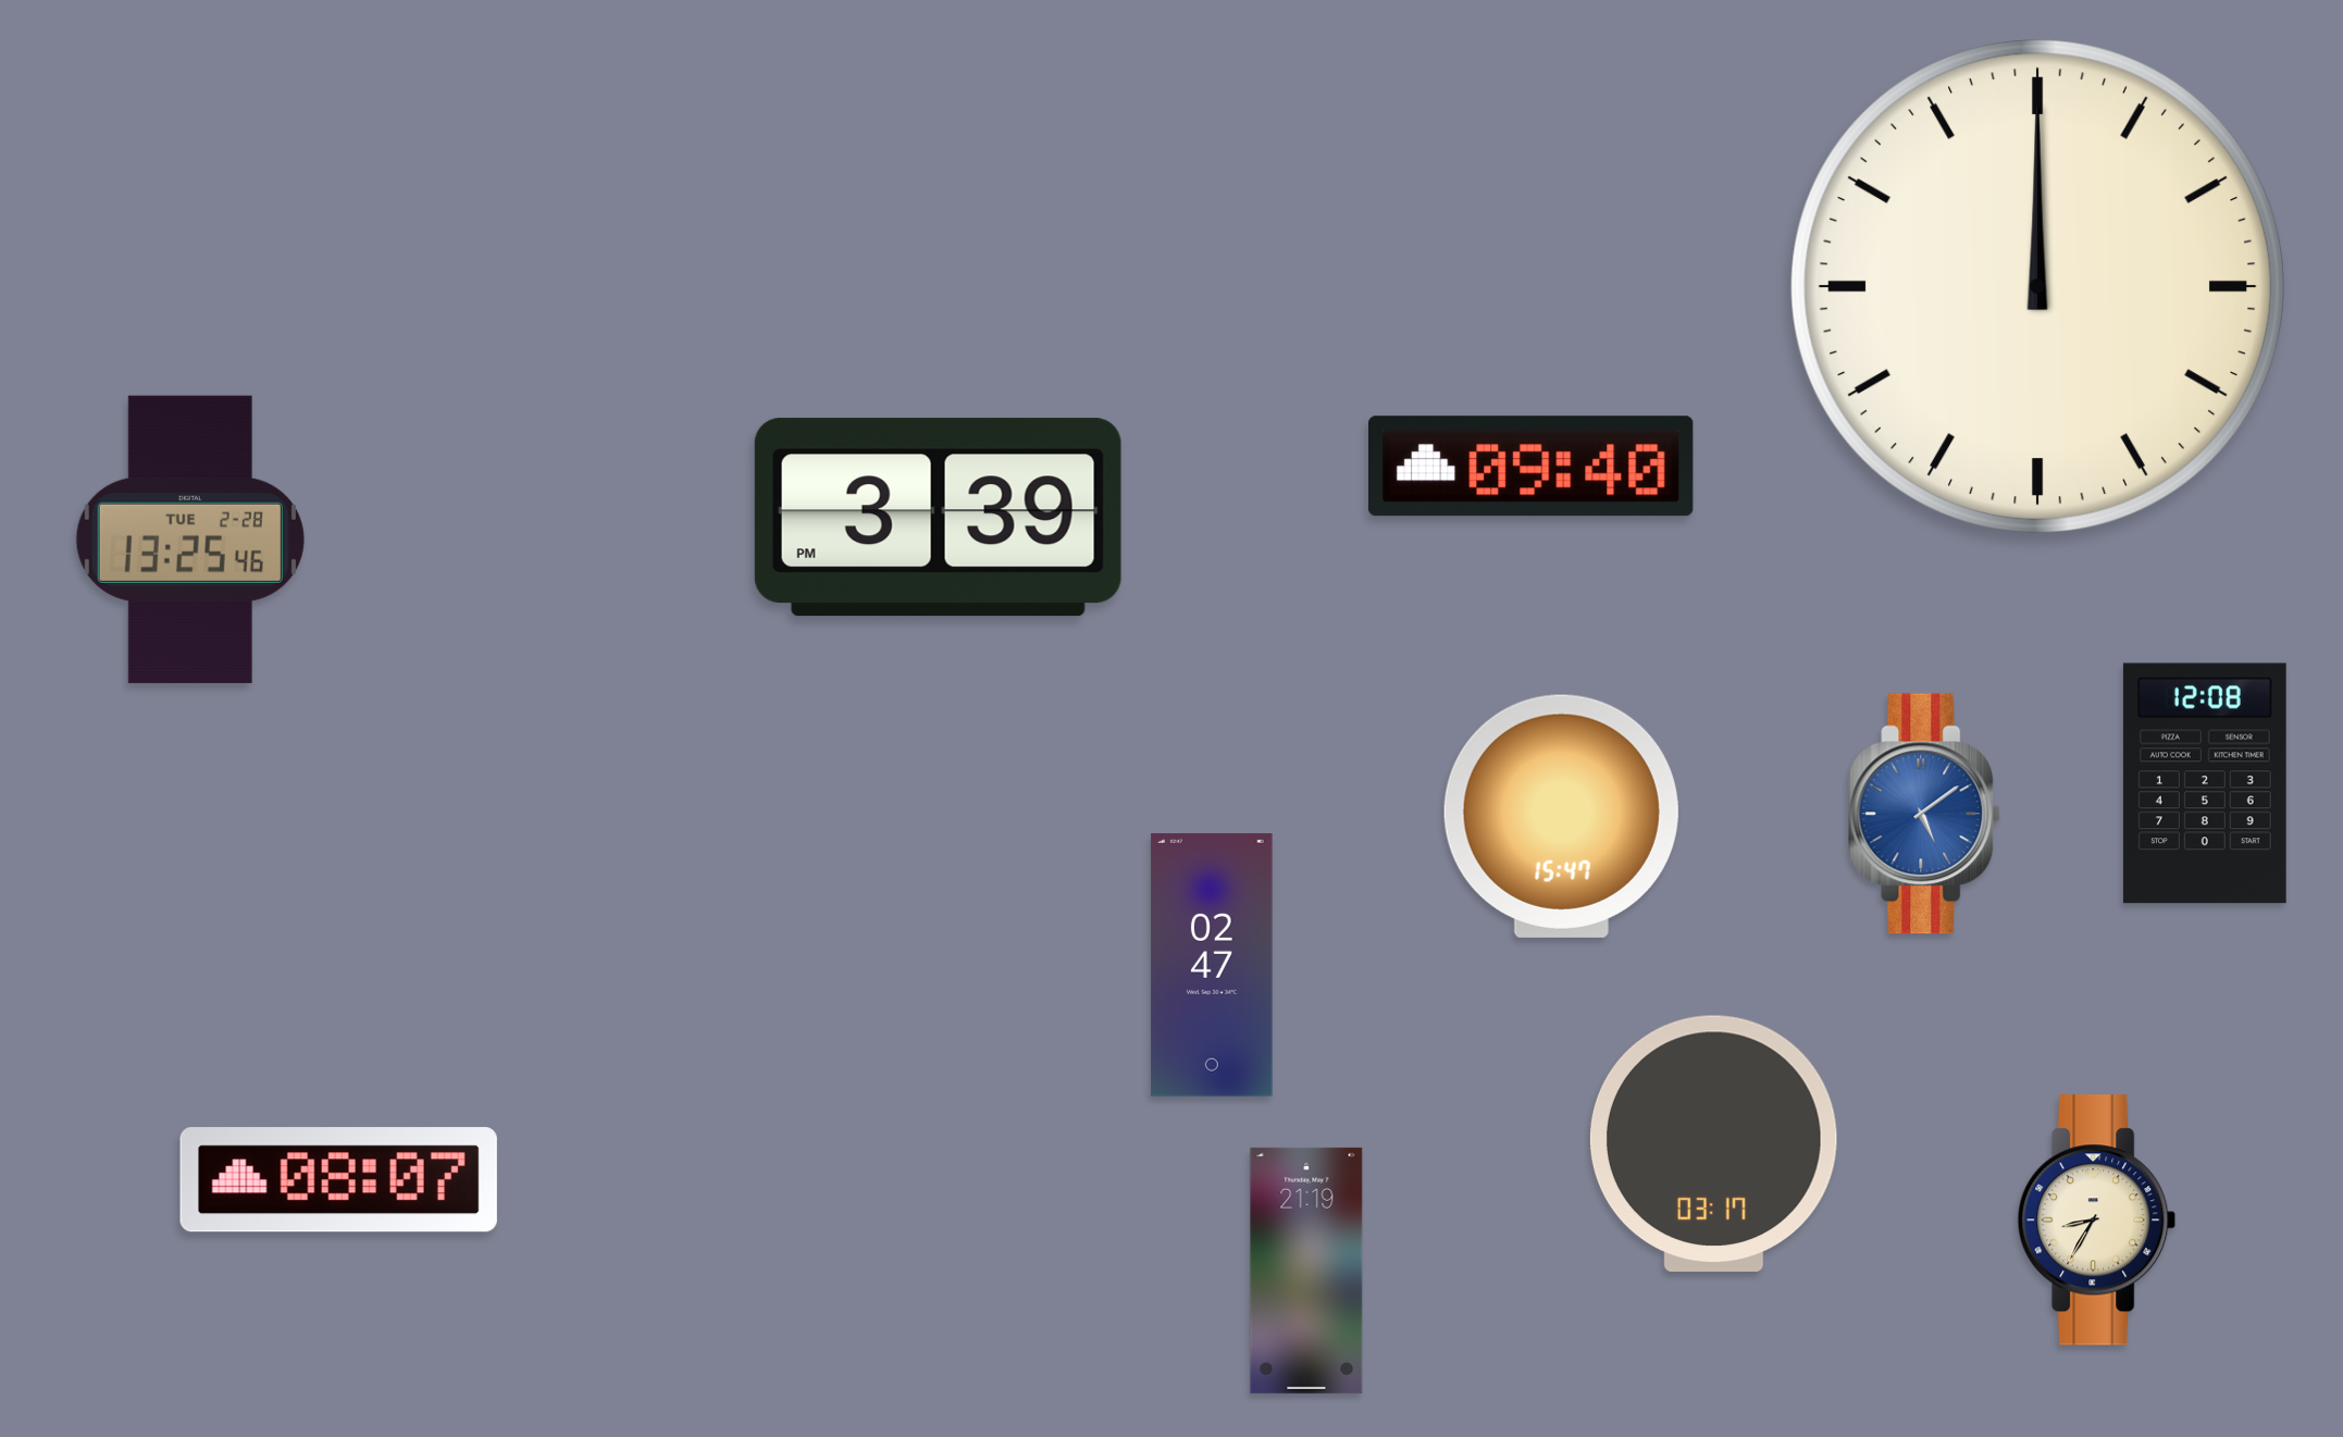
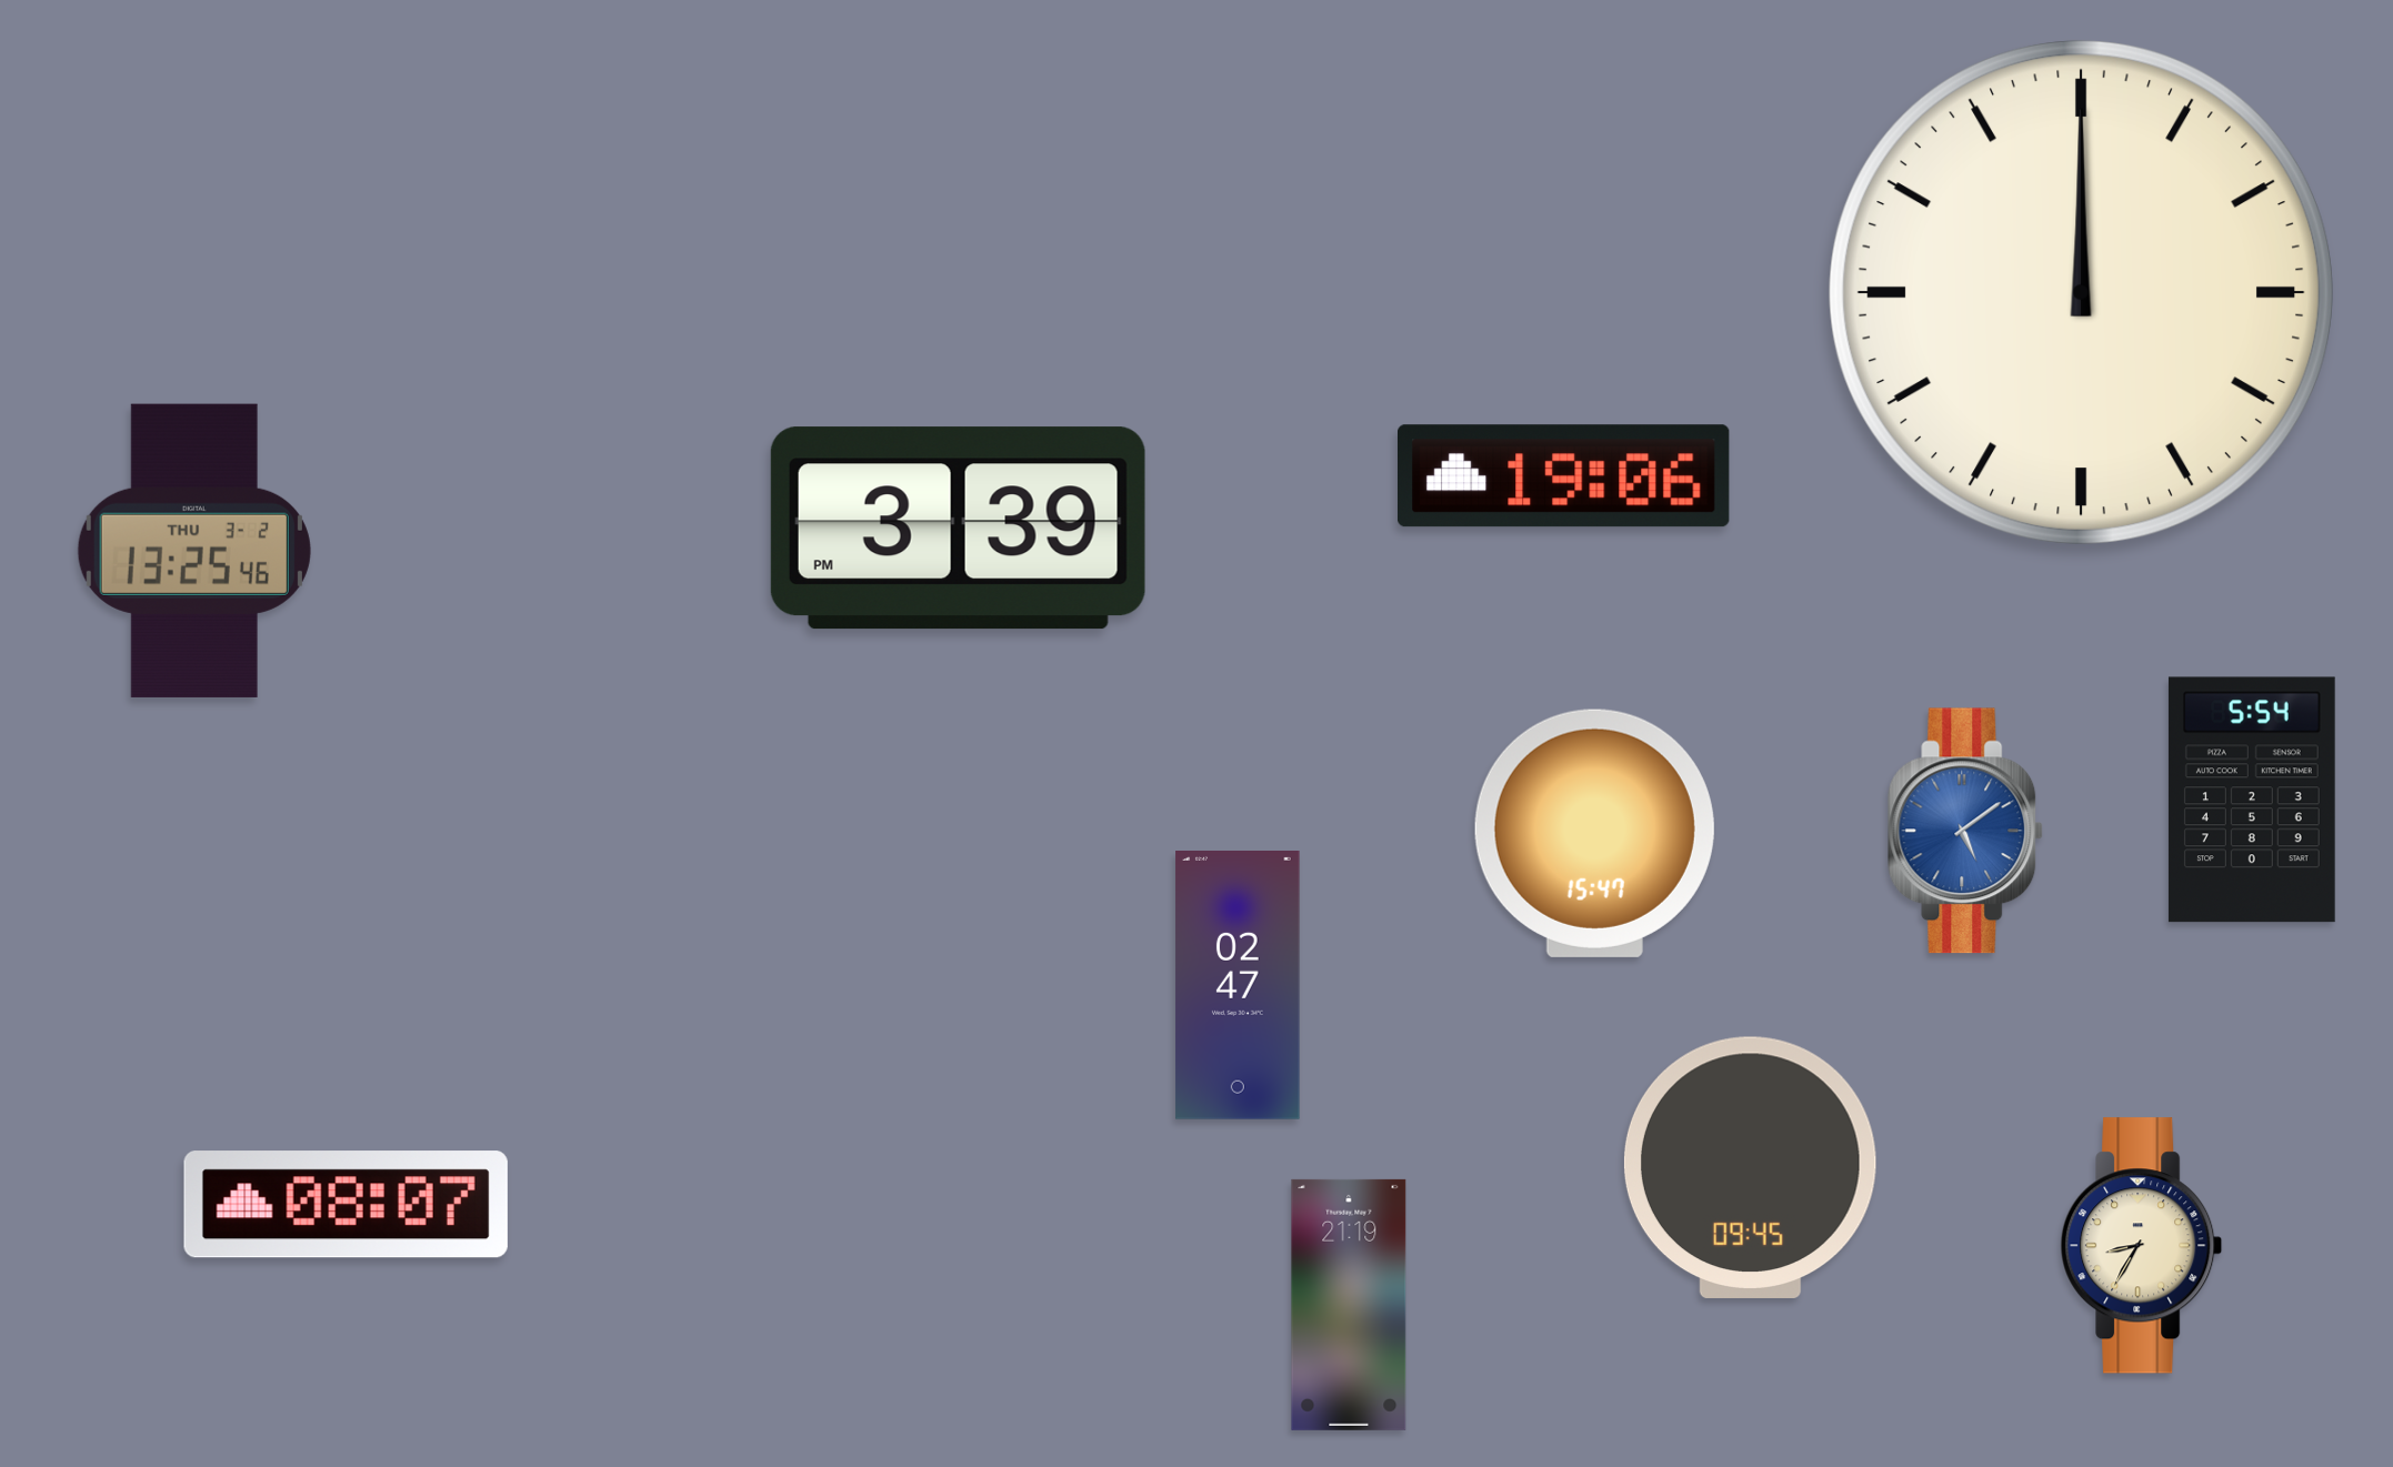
clock at (1532, 467): 09:40 -> 19:06
clock at (190, 540) date: TUE 2-28 -> THU 3-2
clock at (2205, 783): 12:08 -> 5:54
clock at (1713, 1143): 03:17 -> 09:45
clock at (1306, 1271) position: (1306, 1271) -> (1349, 1305)
